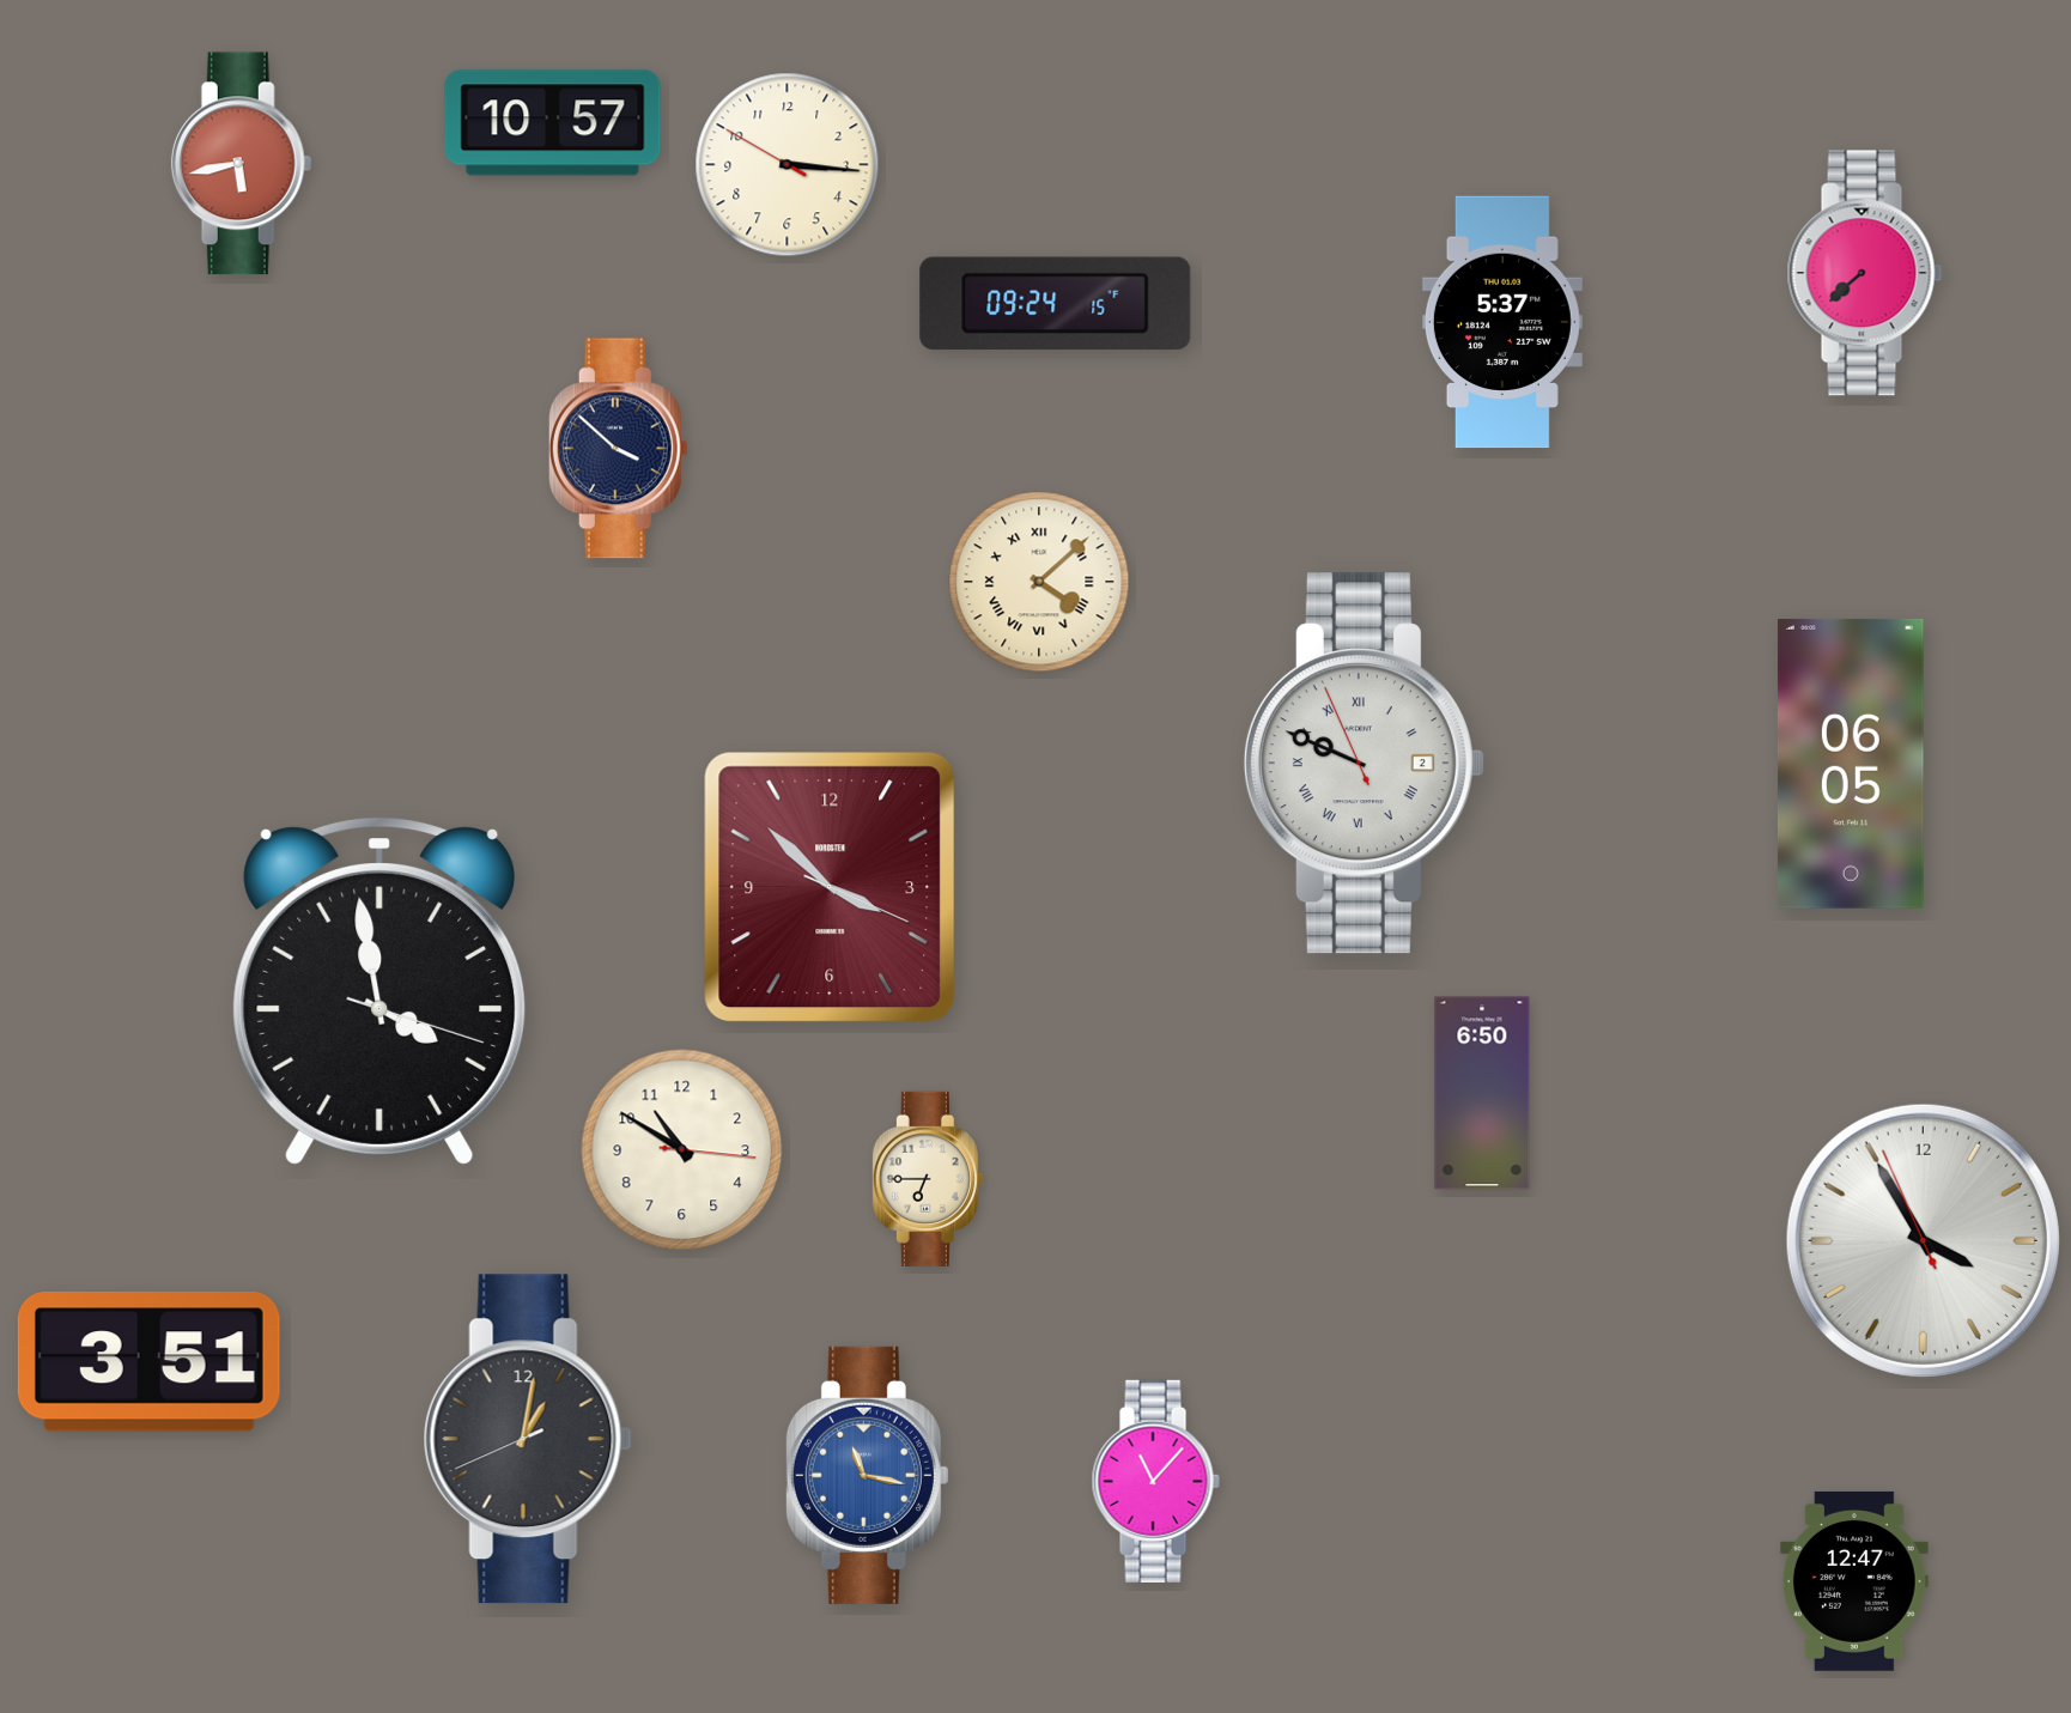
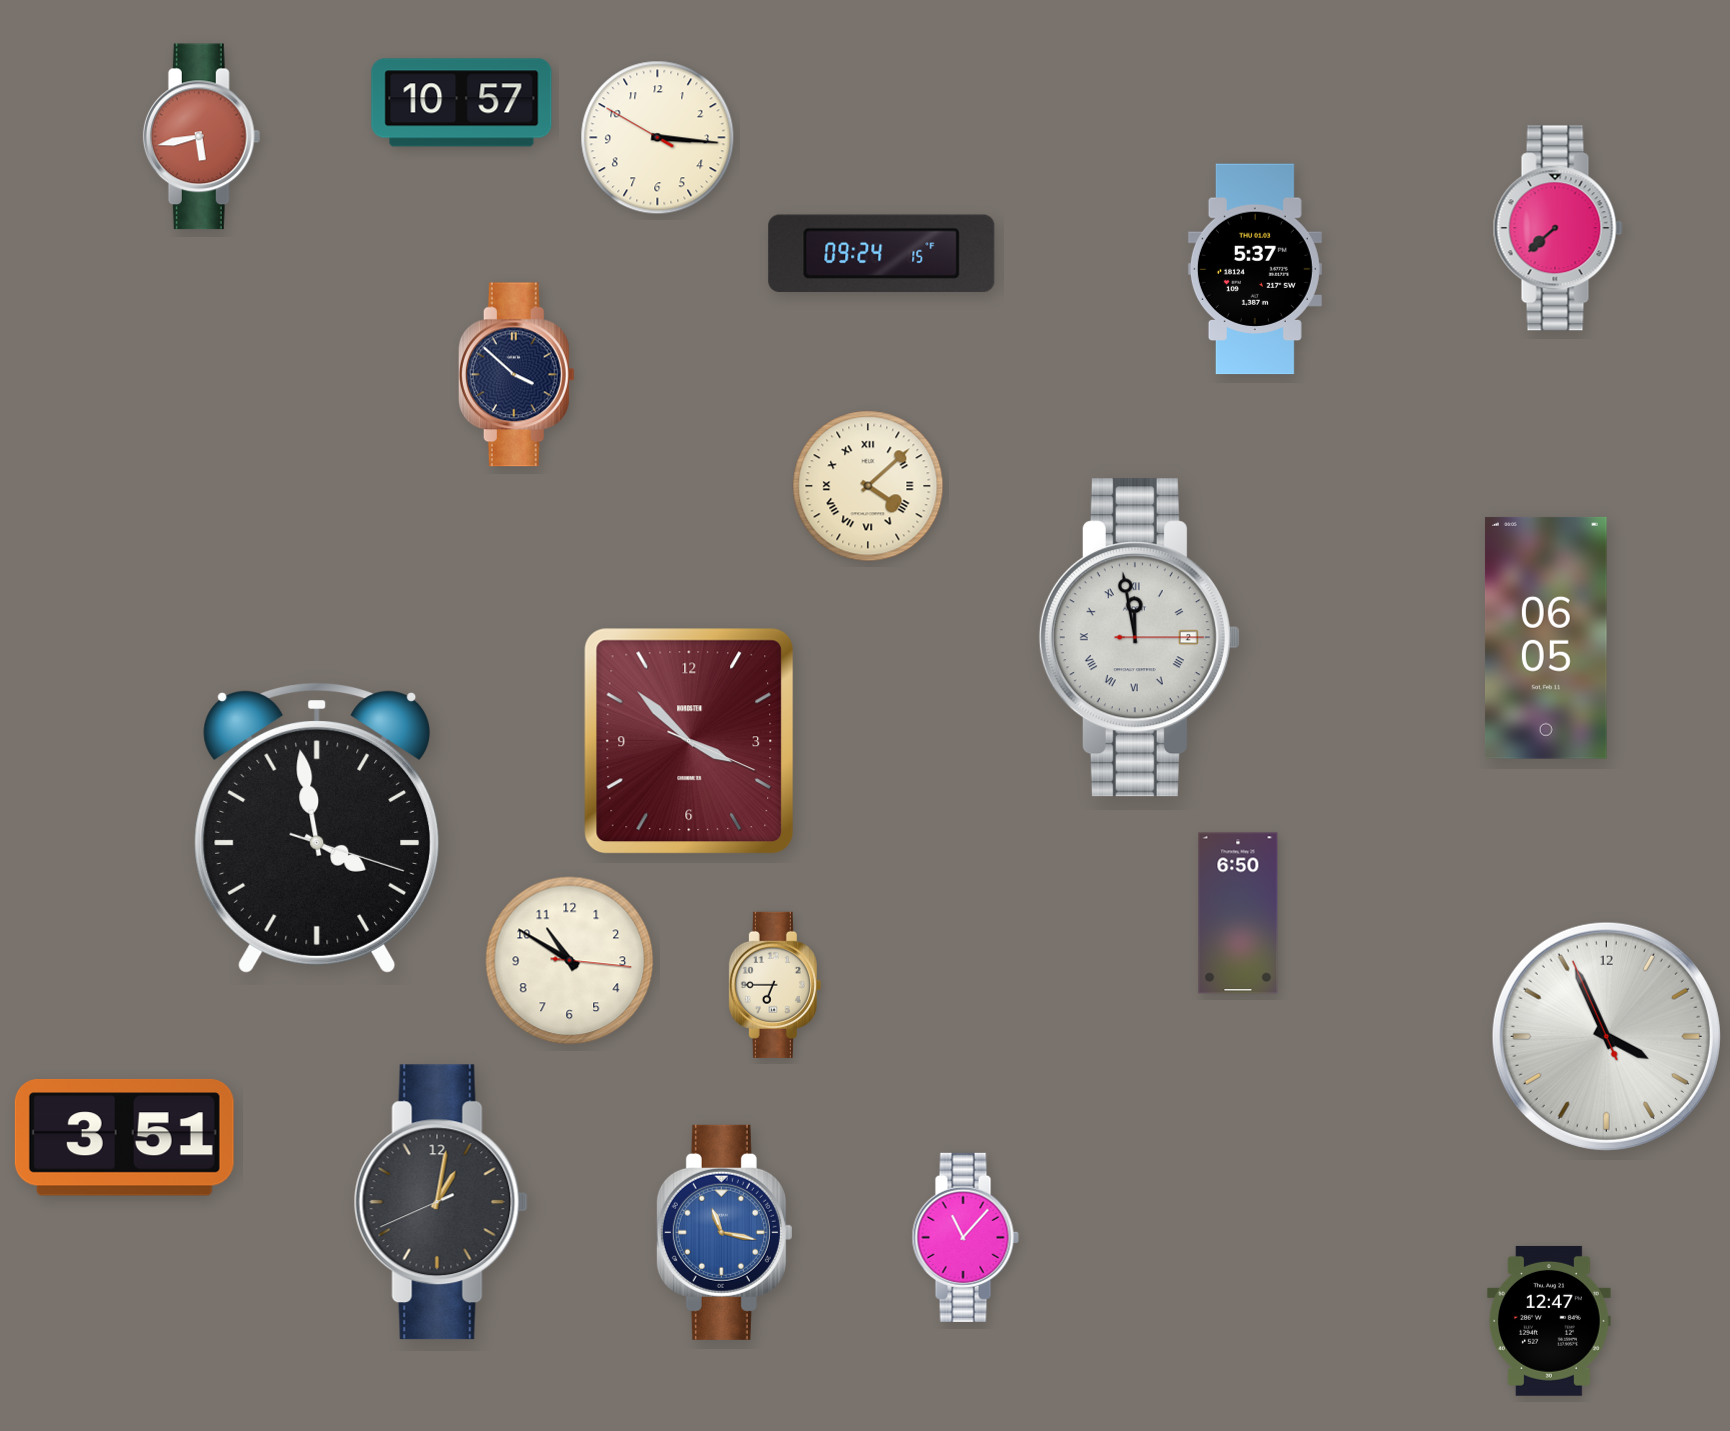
clock at (1364, 764): 9:48 -> 11:58
clock at (830, 887) position: (830, 887) -> (689, 741)
clock at (1923, 1240): 3:54 -> 3:55
